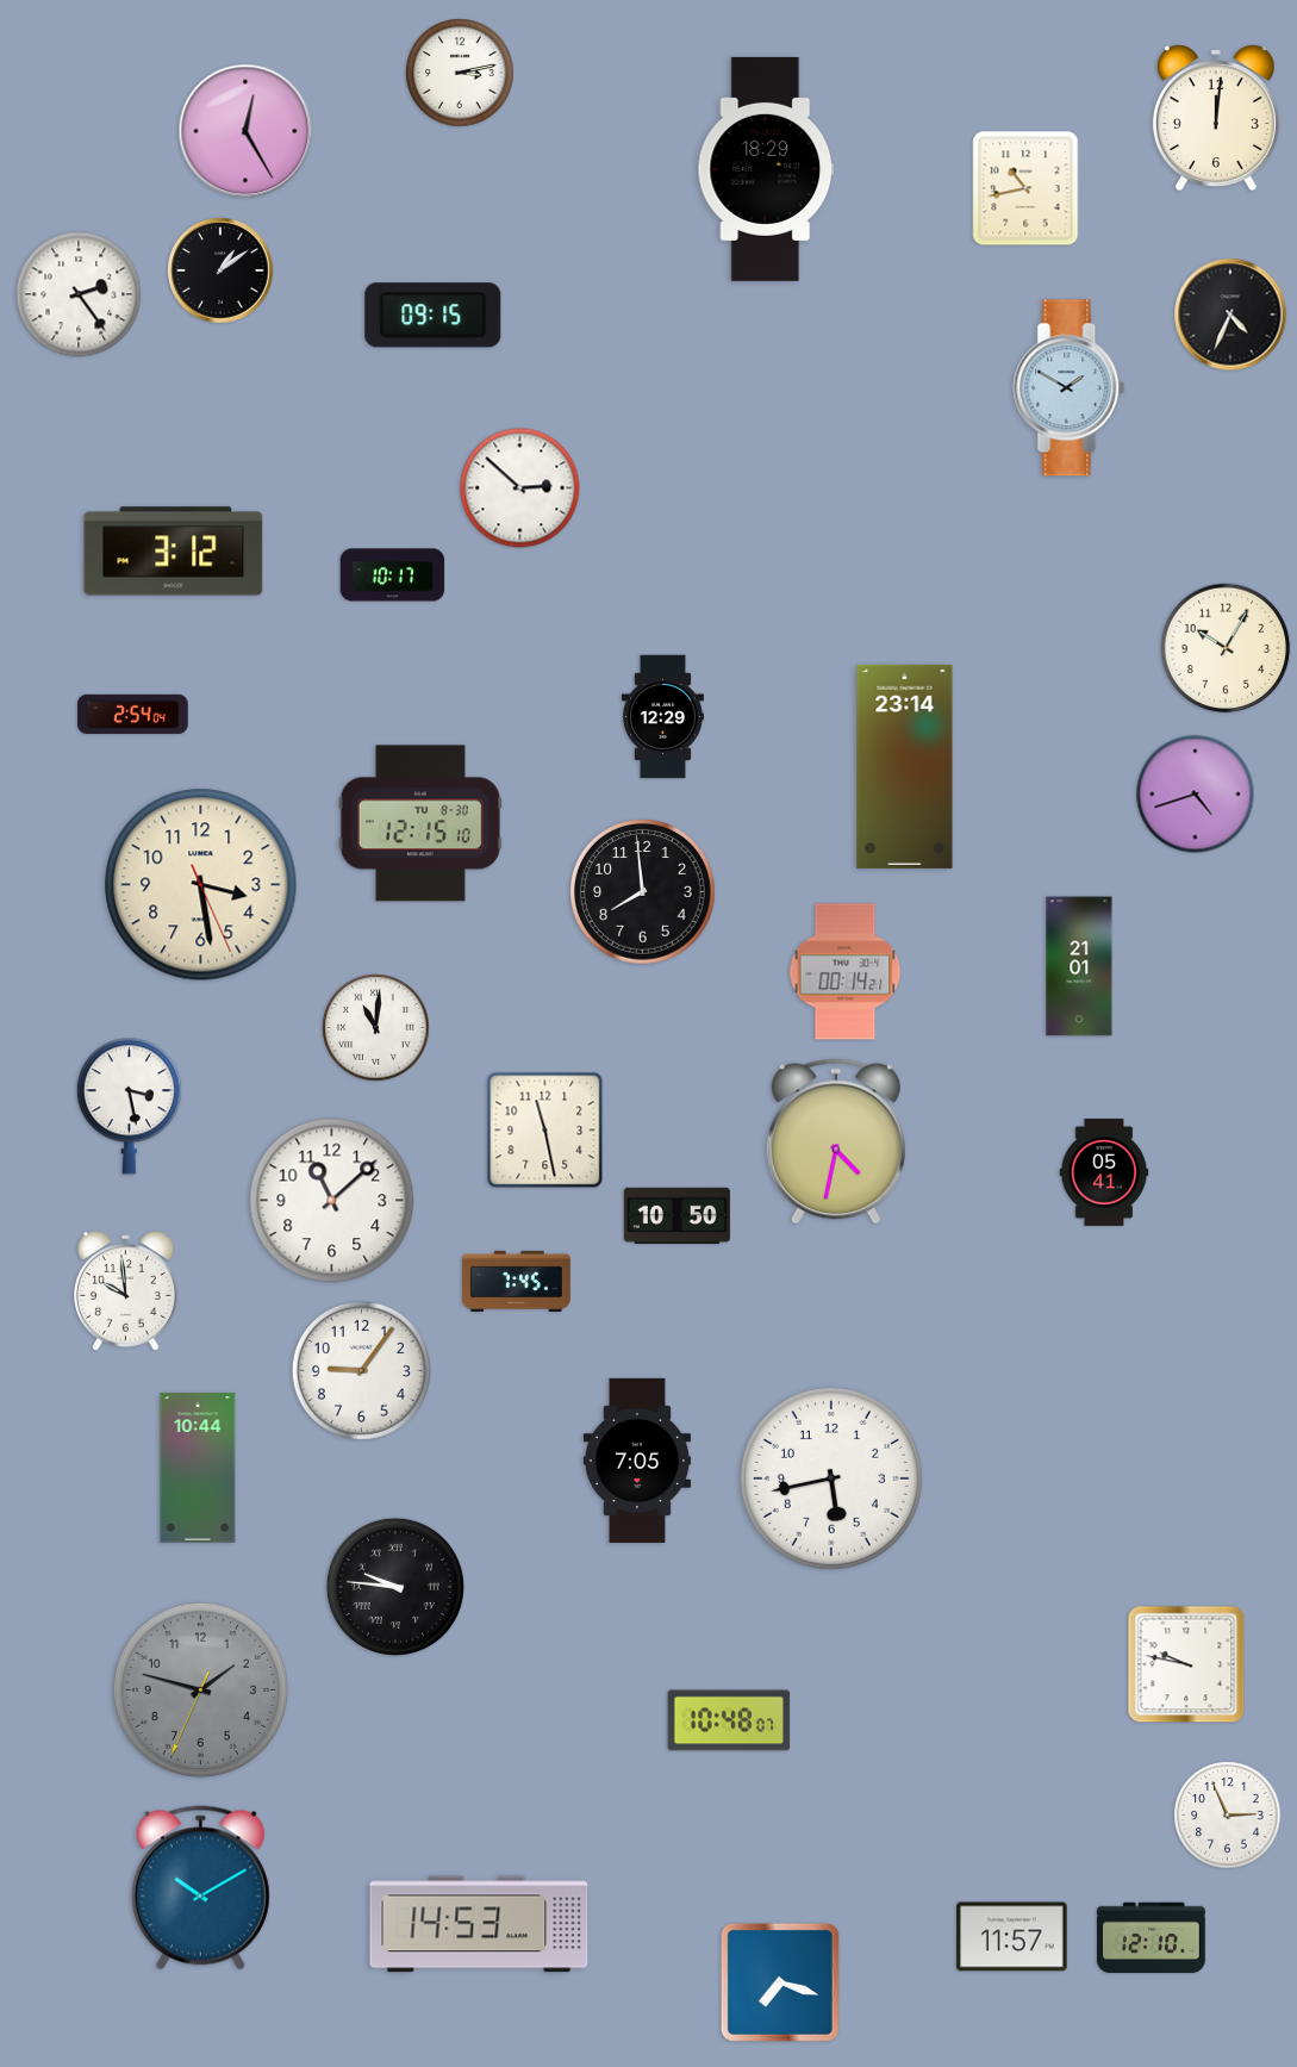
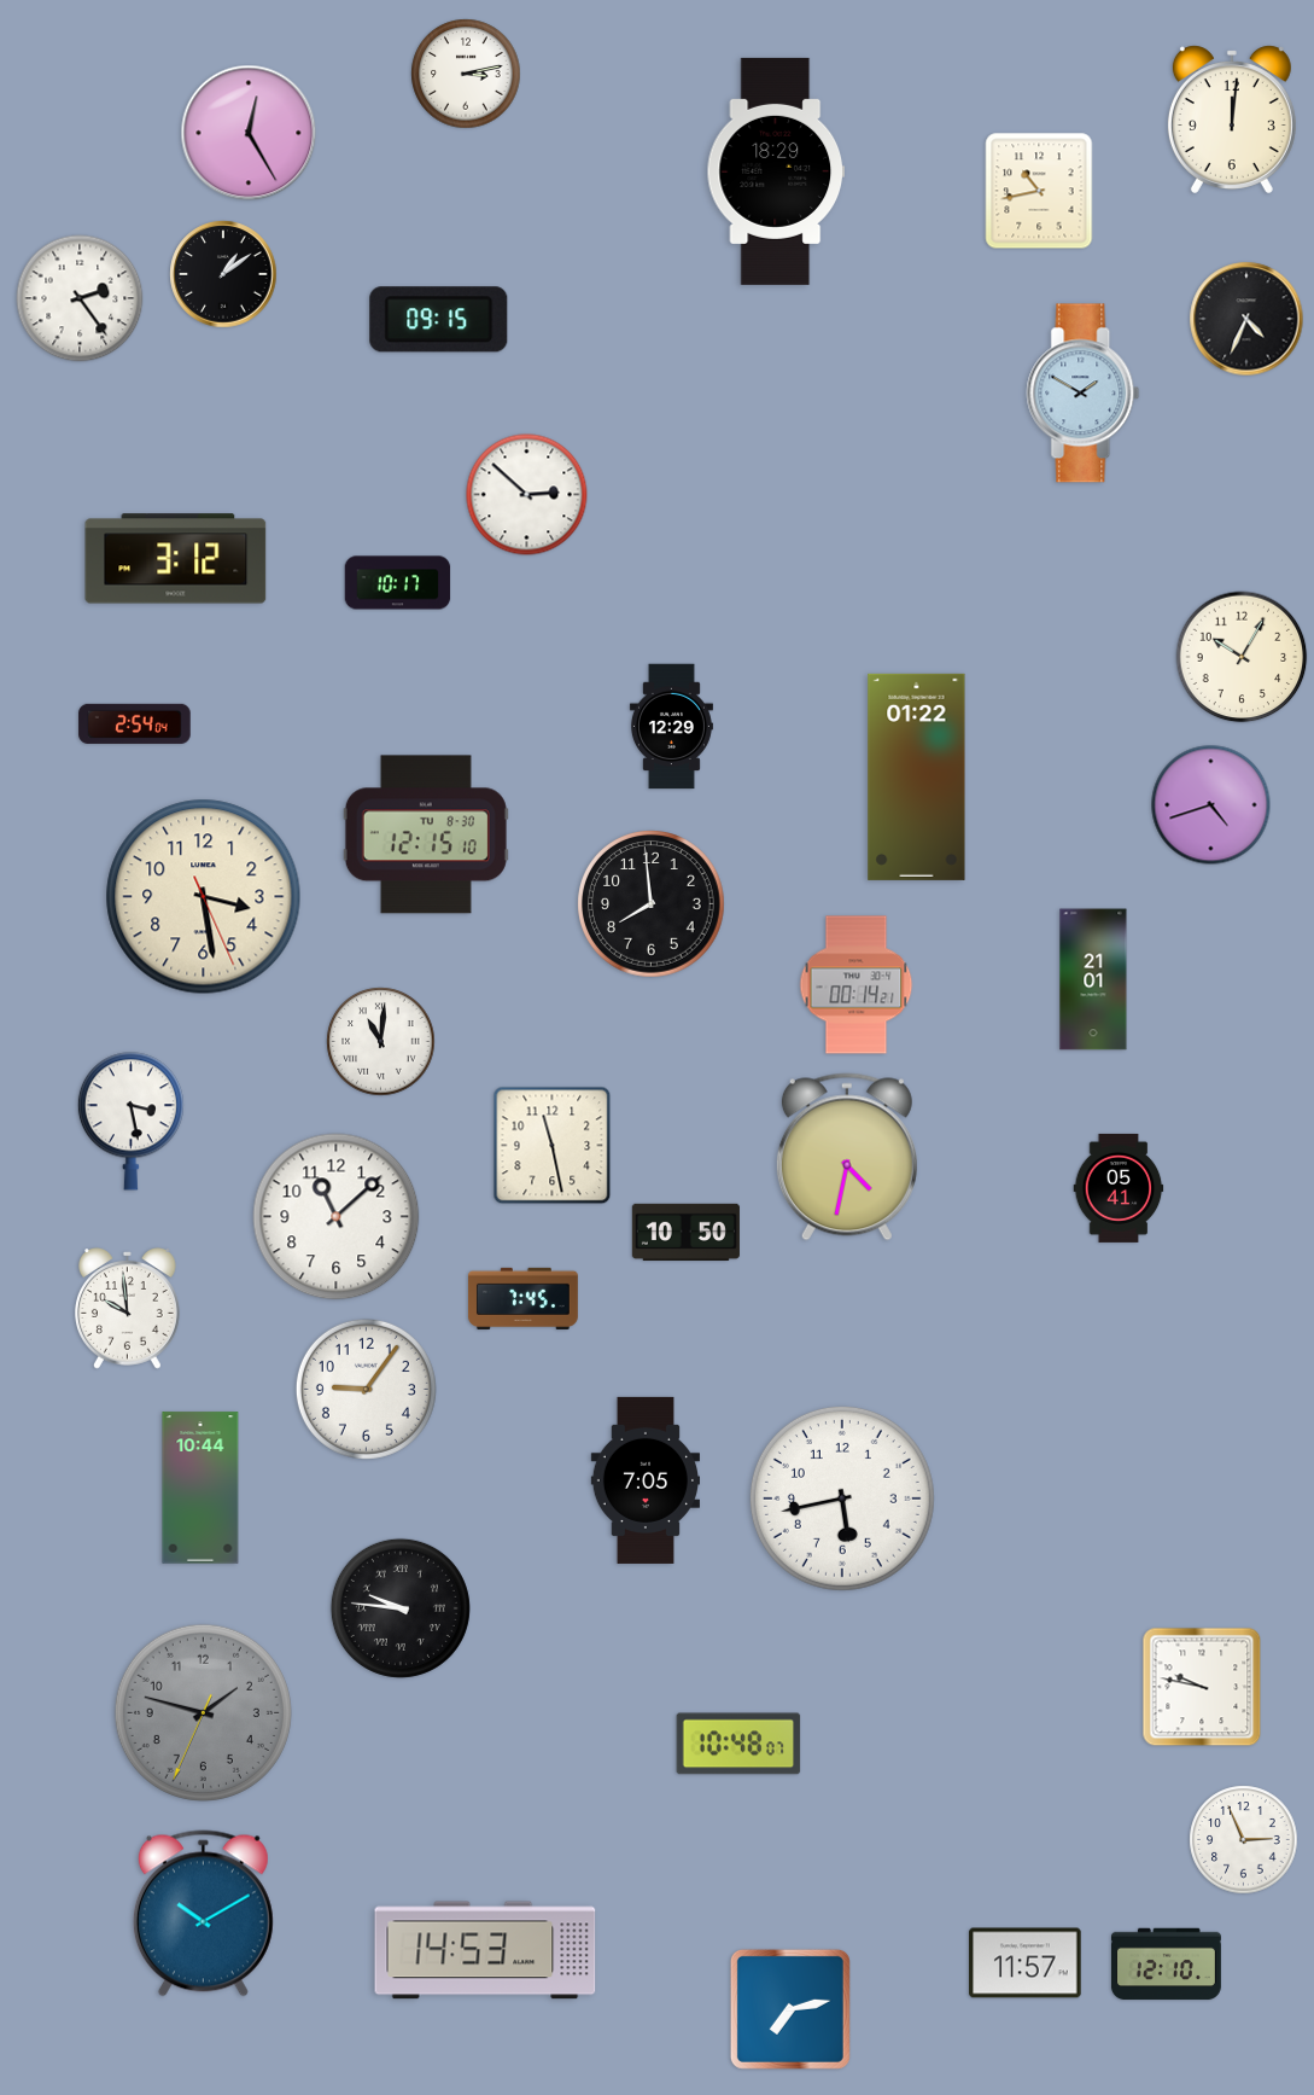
clock at (905, 766): 23:14 -> 01:22
clock at (780, 1982): 7:18 -> 7:13
